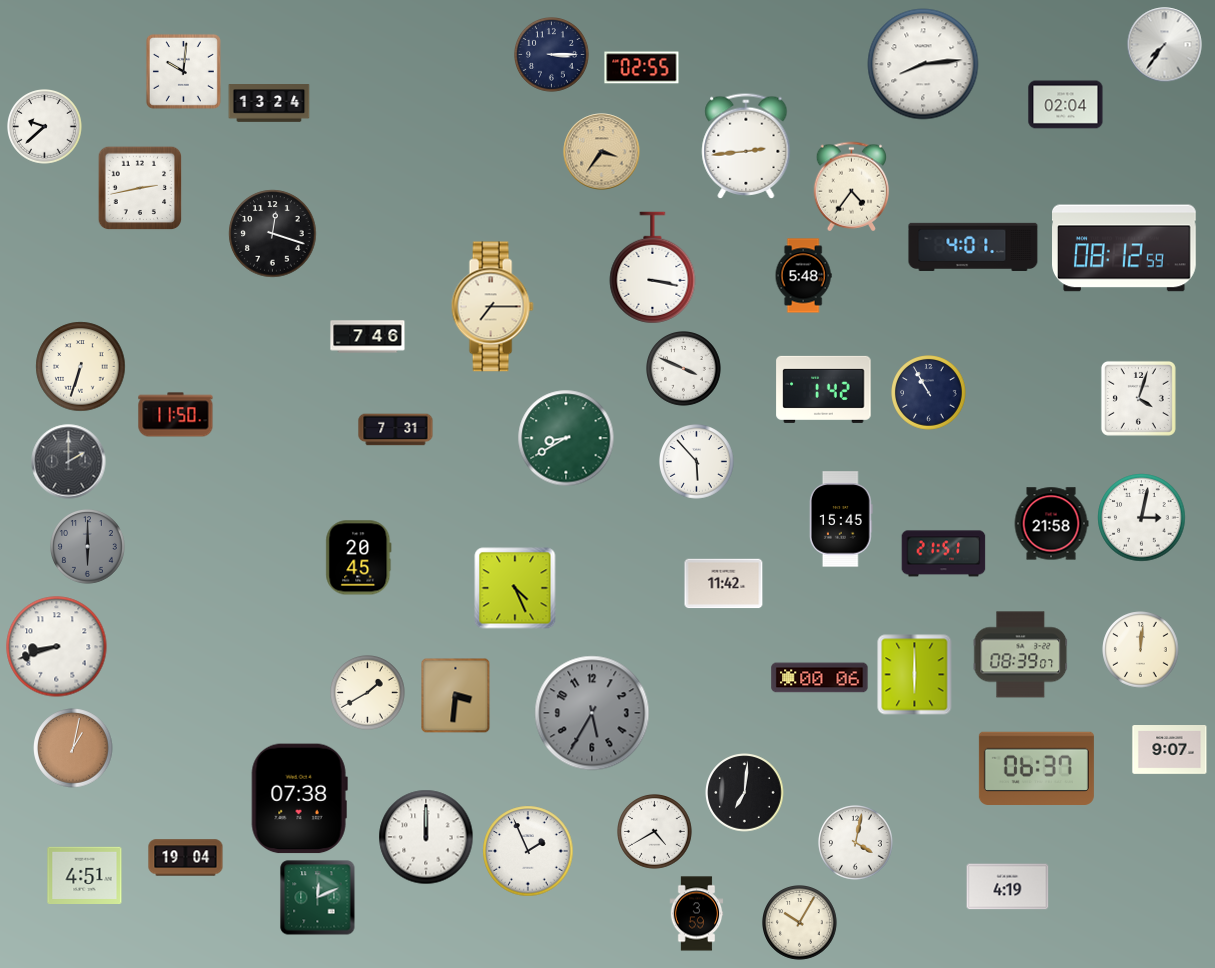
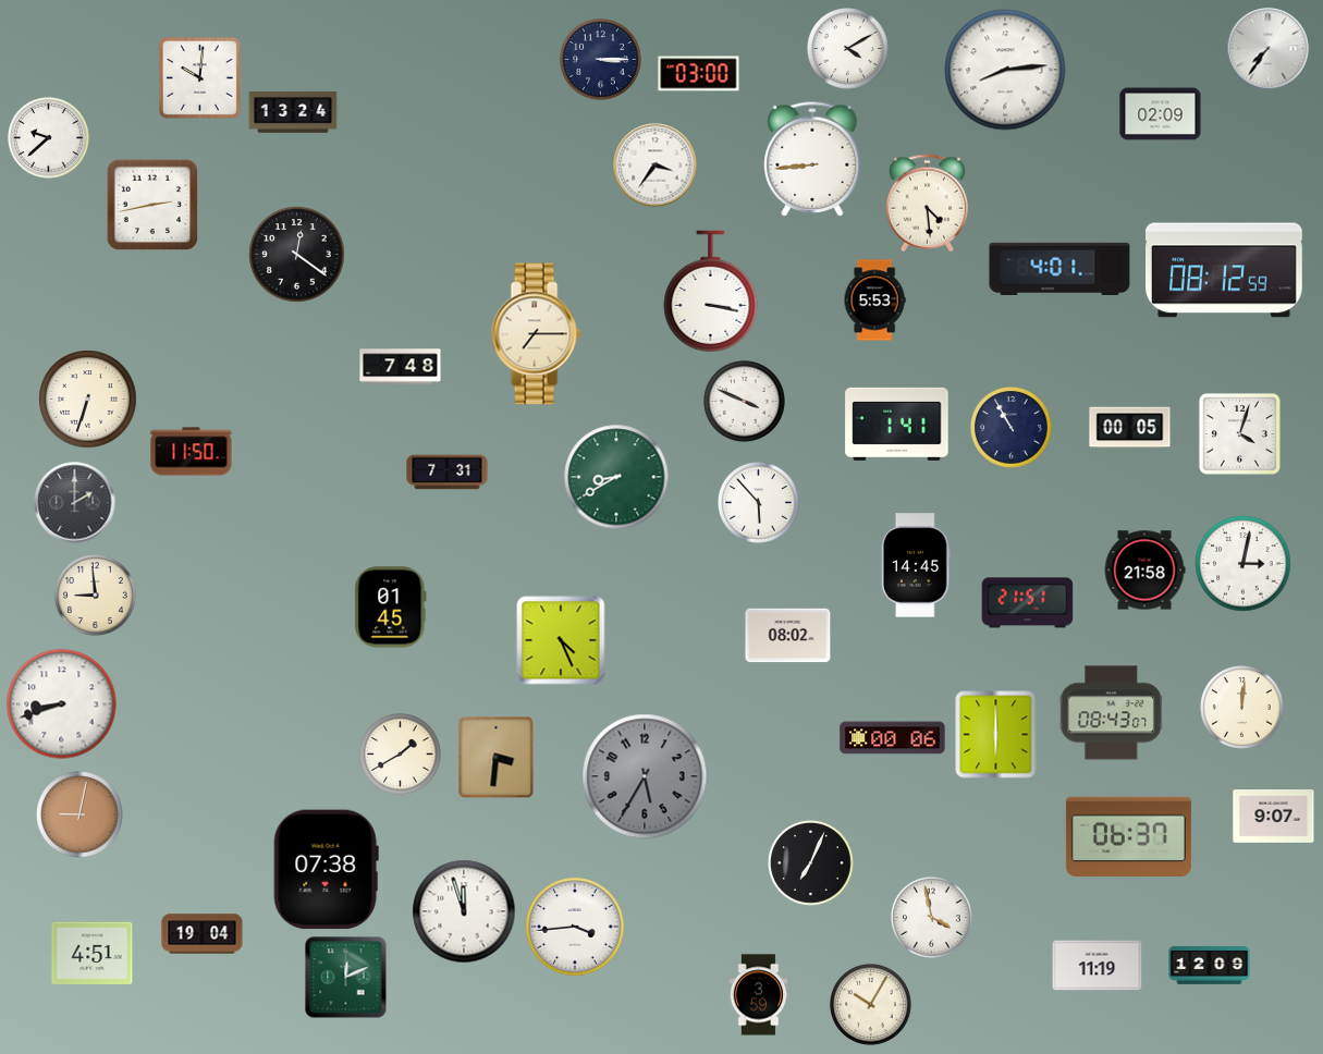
clock at (848, 49): none -> 4:10
clock at (642, 68): 02:55 -> 03:00
clock at (1066, 105): 02:04 -> 02:09
clock at (746, 146): 2:44 -> 8:44
clock at (602, 152) dial: champagne -> white
clock at (852, 187): 4:36 -> 4:29
clock at (273, 234): 12:18 -> 12:21
clock at (803, 276): 5:48 -> 5:53
clock at (368, 337): 7:46 -> 7:48
clock at (824, 389): 1:42 -> 1:41
clock at (1130, 428): none -> 00:05
clock at (396, 430) position: (396, 430) -> (448, 473)
clock at (841, 519): 15:45 -> 14:45
clock at (88, 547): 6:00 -> 8:59
clock at (88, 547) dial: grey -> cream
clock at (359, 558): 20:45 -> 01:45
clock at (724, 584): 11:42 -> 08:02
clock at (1021, 655): 08:39 -> 08:43
clock at (73, 748): 1:02 -> 9:02
clock at (745, 793): 7:01 -> 7:04
clock at (655, 832): 4:40 -> none
clock at (426, 837): 12:00 -> 11:57
clock at (856, 843): 4:02 -> 3:58
clock at (528, 851): 1:56 -> 3:44
clock at (1210, 965): none -> 12:09
clock at (1008, 887): 4:19 -> 11:19
